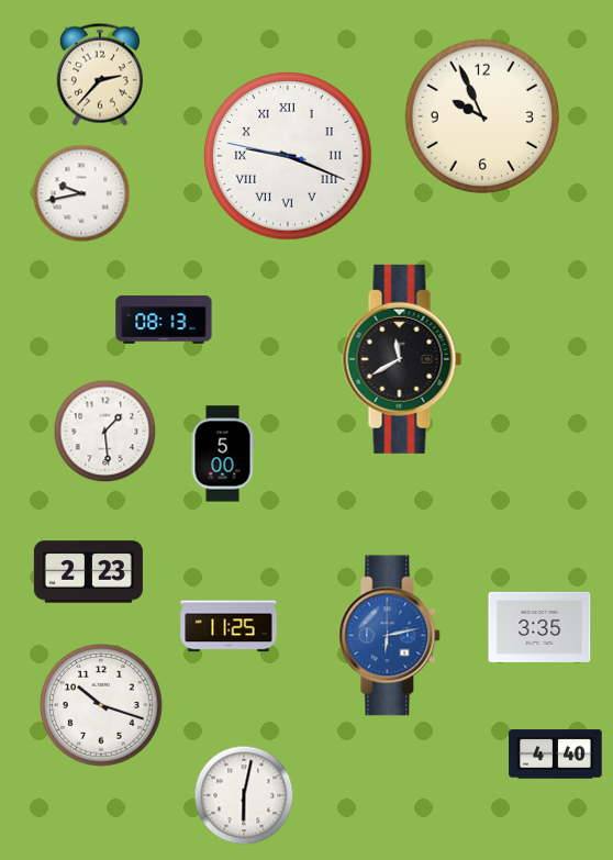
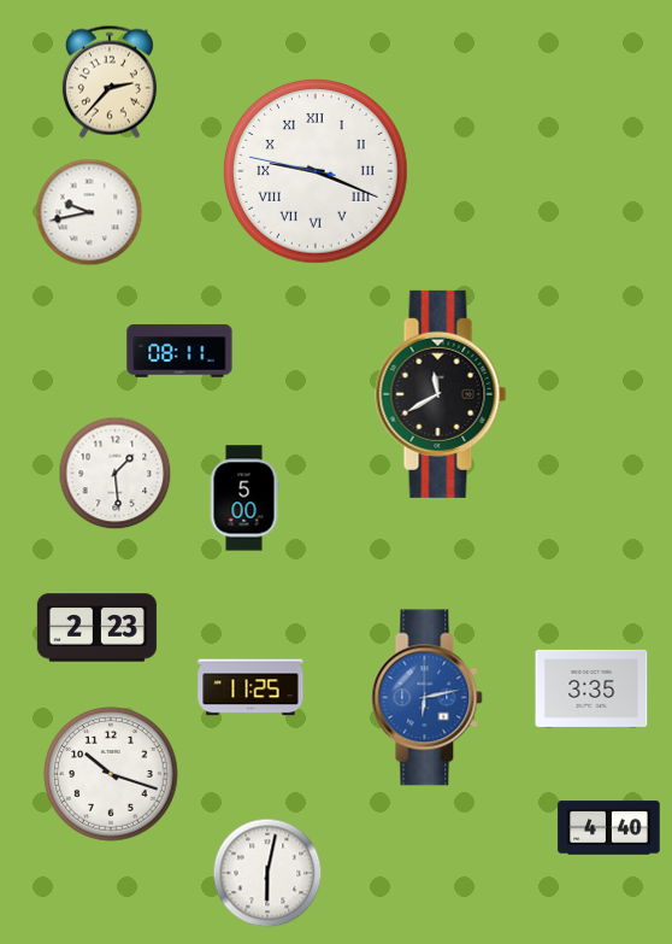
clock at (482, 116): 9:56 -> none
clock at (164, 320): 08:13 -> 08:11
